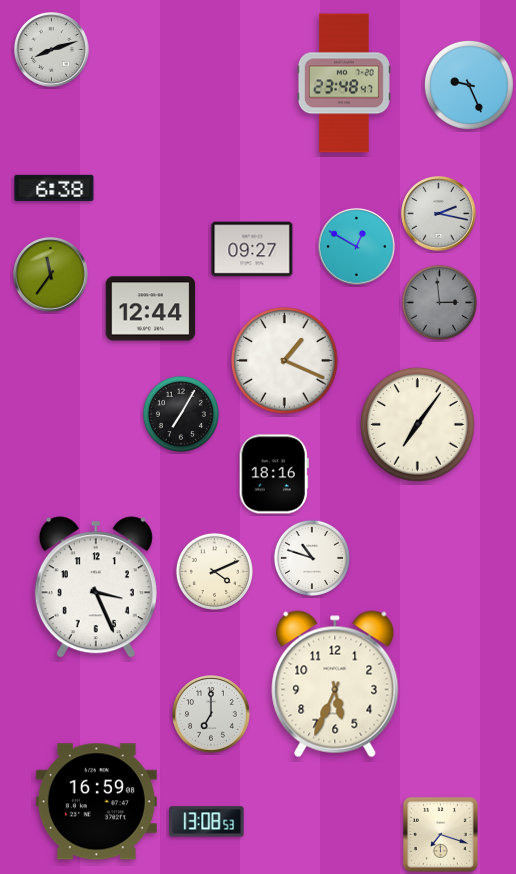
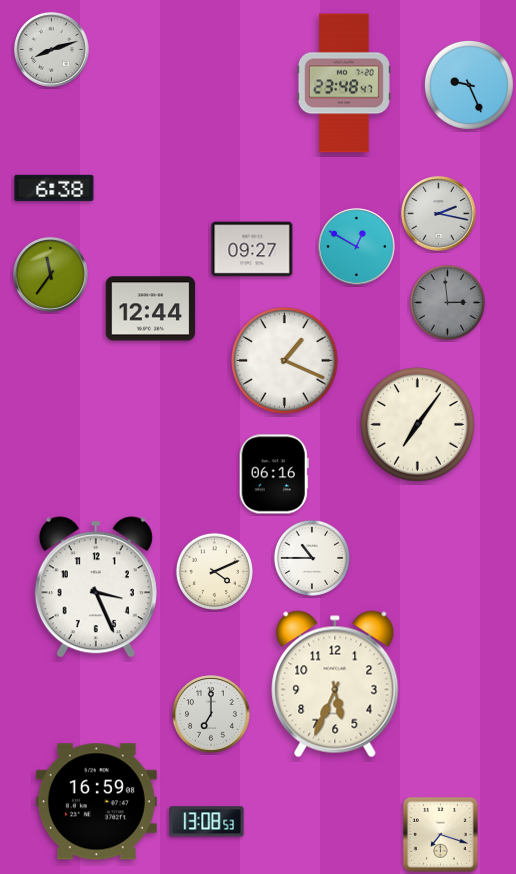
clock at (439, 302) position: (439, 302) -> (447, 302)
clock at (181, 414): 7:05 -> none
clock at (274, 474): 18:16 -> 06:16
clock at (312, 558): 10:48 -> 10:45
